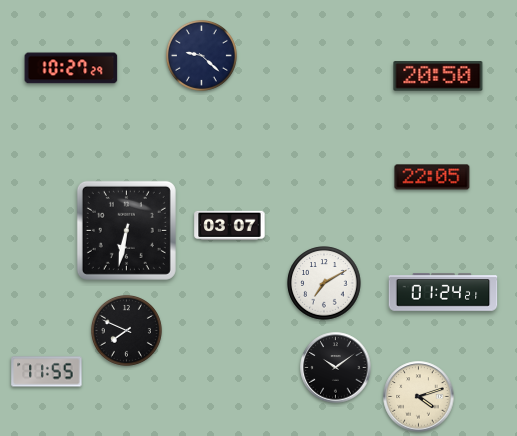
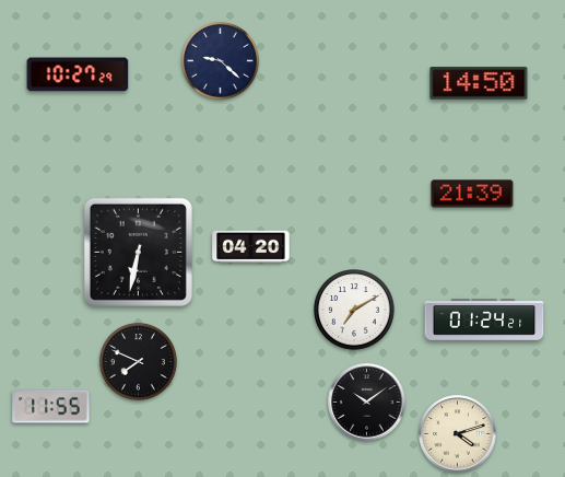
clock at (438, 76): 20:50 -> 14:50
clock at (432, 177): 22:05 -> 21:39
clock at (230, 226): 03:07 -> 04:20
